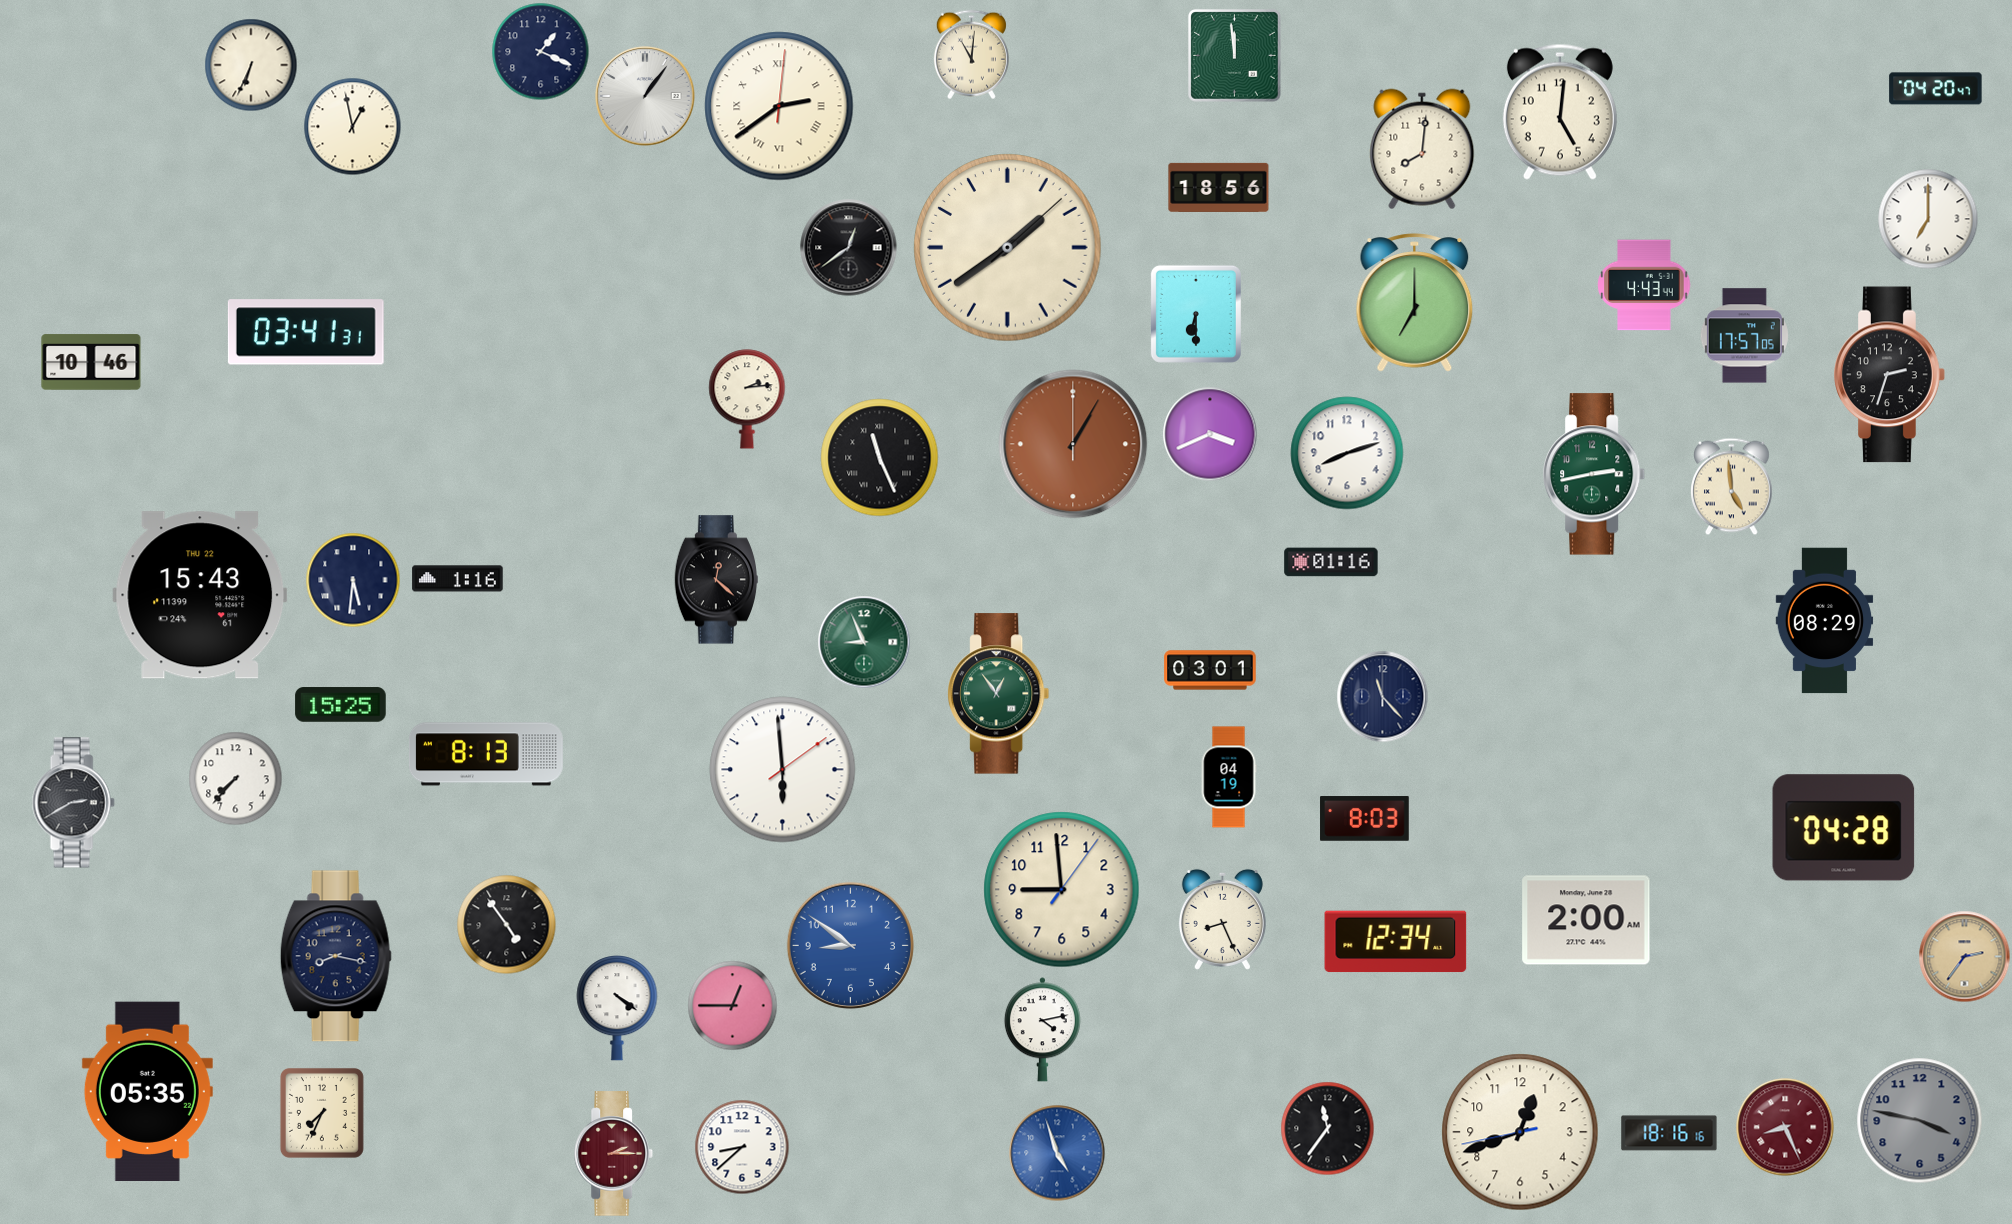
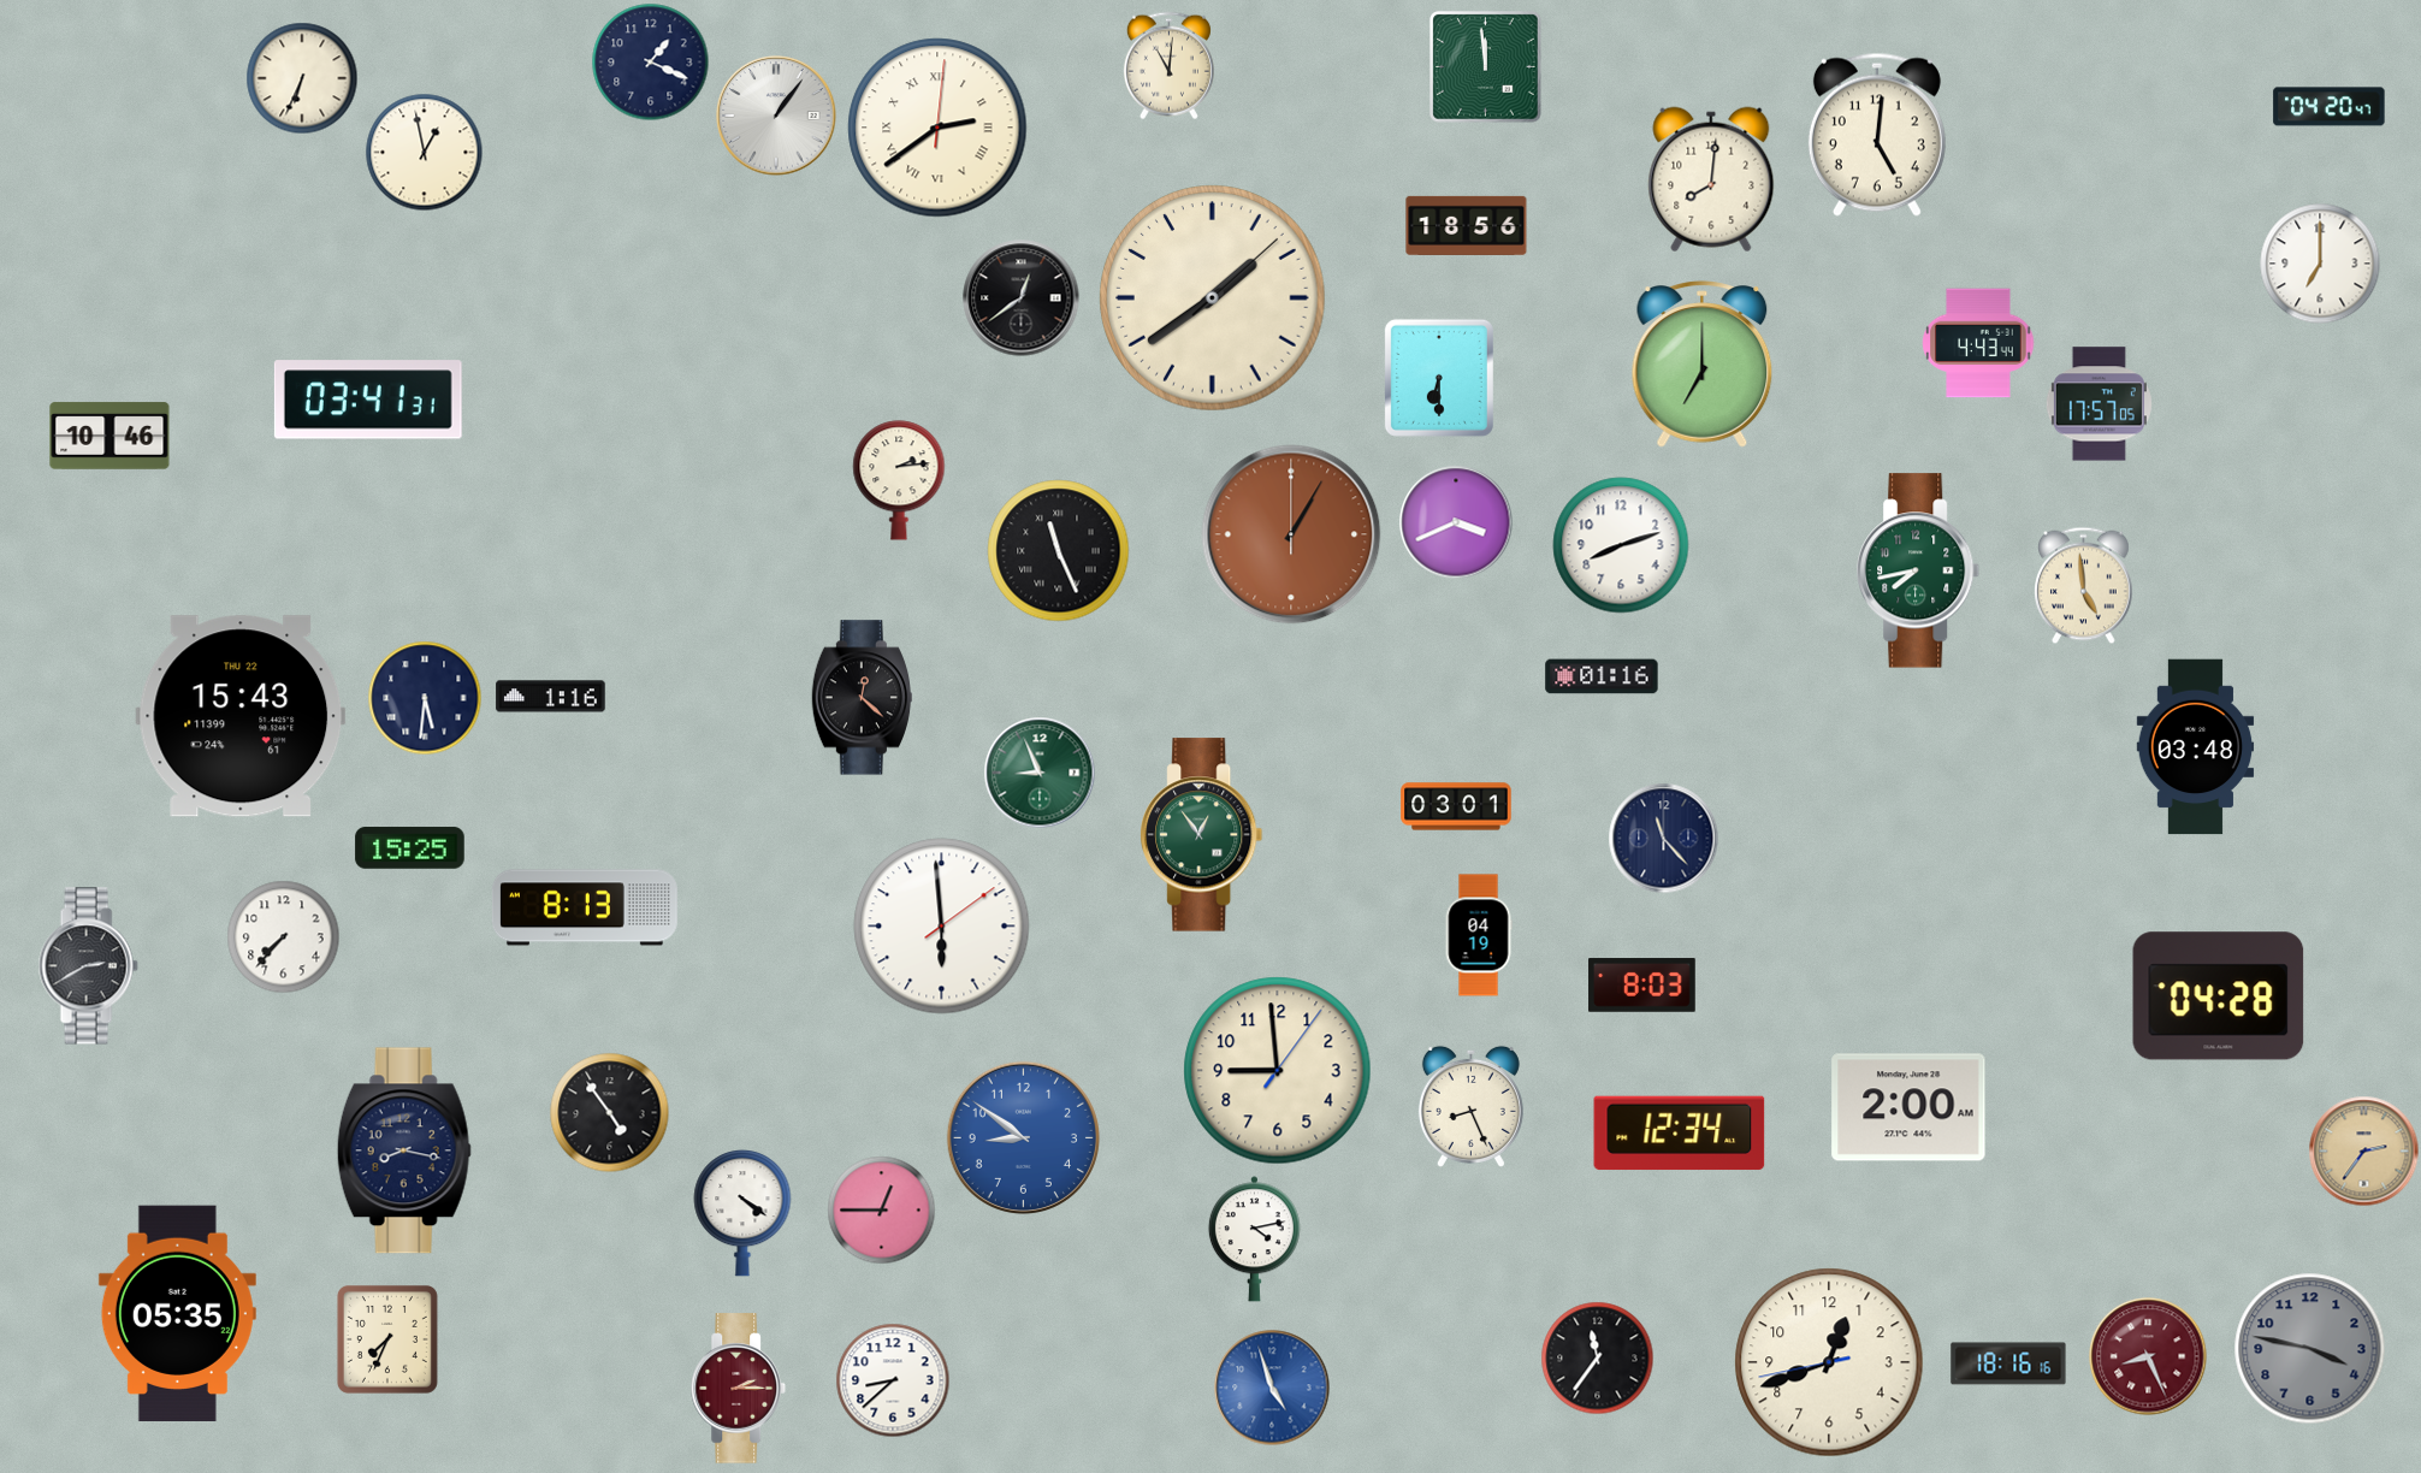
clock at (1890, 375): 2:33 -> none
clock at (1595, 474): 2:43 -> 7:43
clock at (1825, 621): 08:29 -> 03:48
